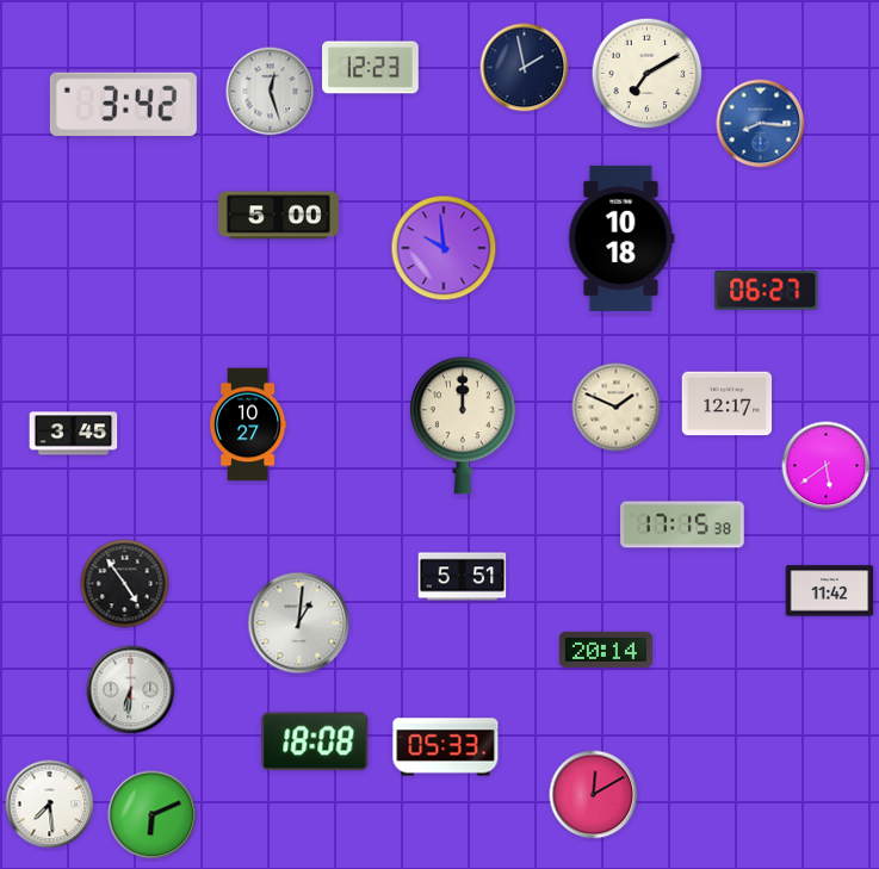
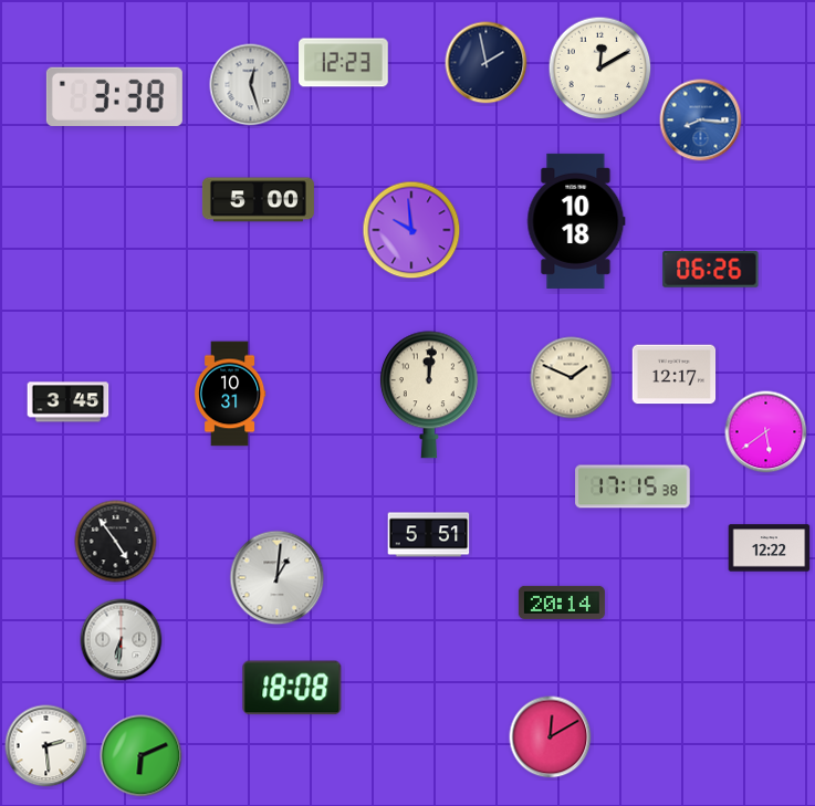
clock at (648, 74): 7:10 -> 12:10
clock at (123, 104): 3:42 -> 3:38
clock at (761, 124) position: (761, 124) -> (701, 121)
clock at (767, 291): 06:27 -> 06:26
clock at (248, 424): 10:27 -> 10:31
clock at (463, 426): 12:00 -> 12:01
clock at (830, 591): 11:42 -> 12:22
clock at (446, 747): 05:33 -> none
clock at (50, 805): 7:29 -> 2:29
